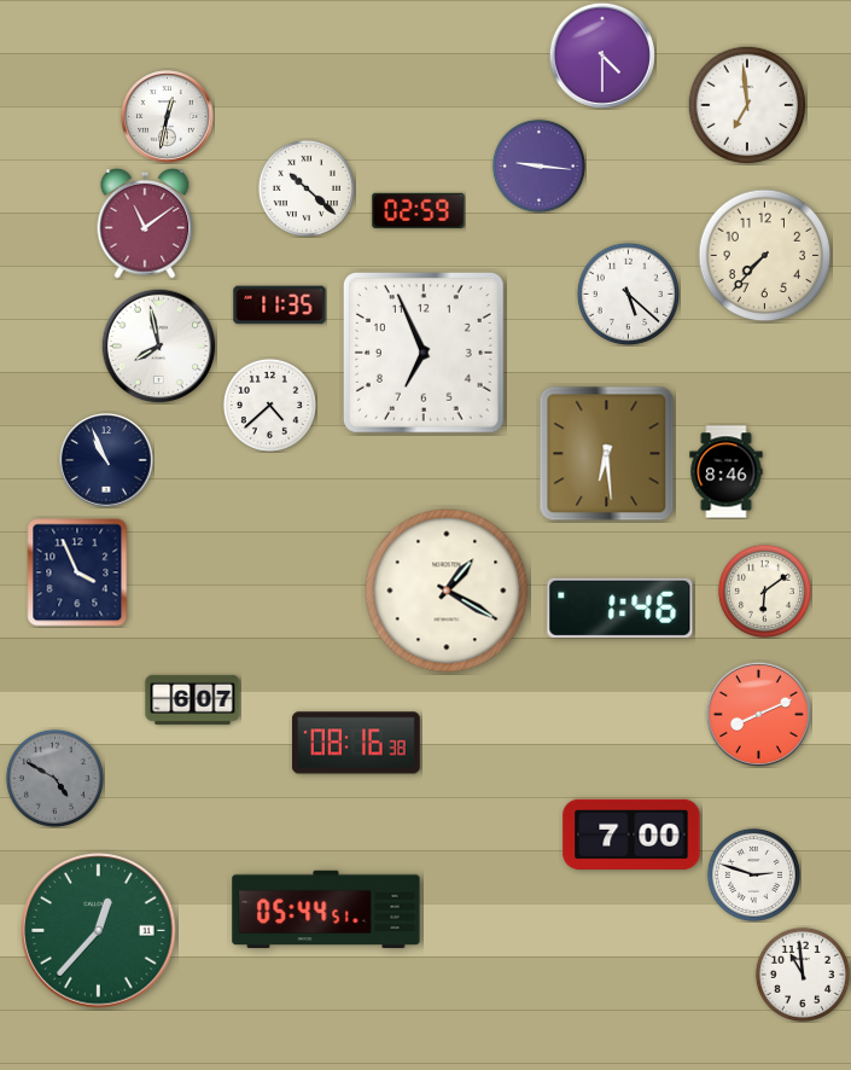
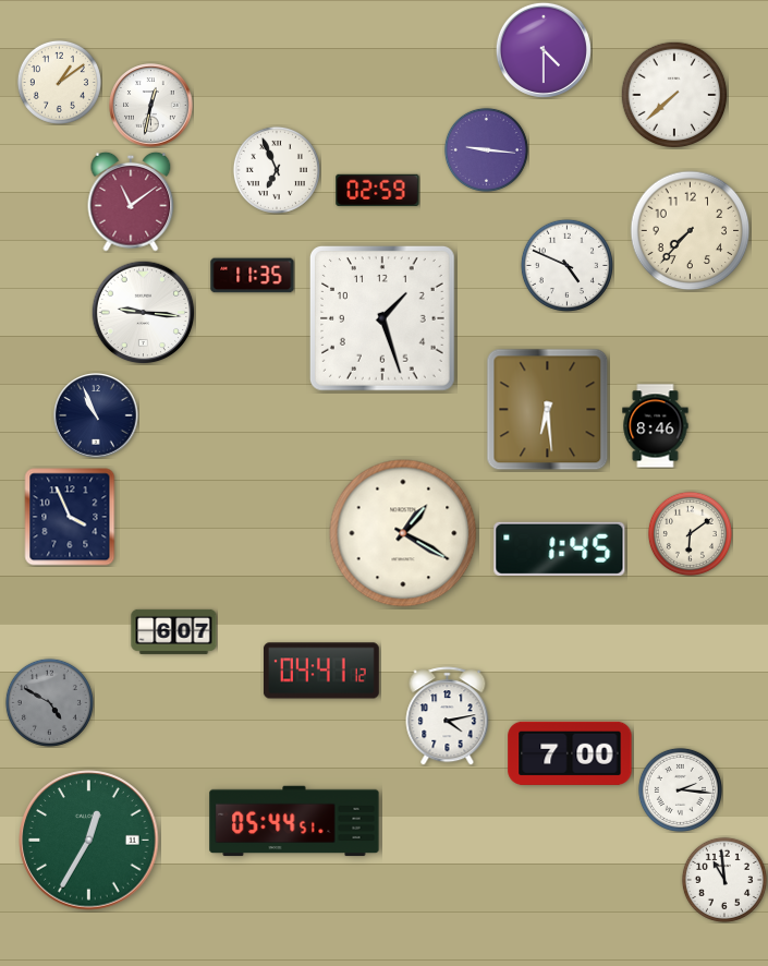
clock at (59, 82): none -> 1:09
clock at (747, 105): 6:59 -> 7:38
clock at (307, 188): 10:22 -> 6:56
clock at (628, 293): 5:22 -> 4:49
clock at (158, 345): 7:58 -> 9:16
clock at (424, 353): 6:56 -> 1:27
clock at (269, 405): 4:38 -> none
clock at (620, 607): 1:46 -> 1:45
clock at (758, 714): 8:11 -> none
clock at (356, 743): 08:16 -> 04:41
clock at (448, 716): none -> 4:13
clock at (753, 874): 2:48 -> 2:16
clock at (99, 931): 12:37 -> 12:35
